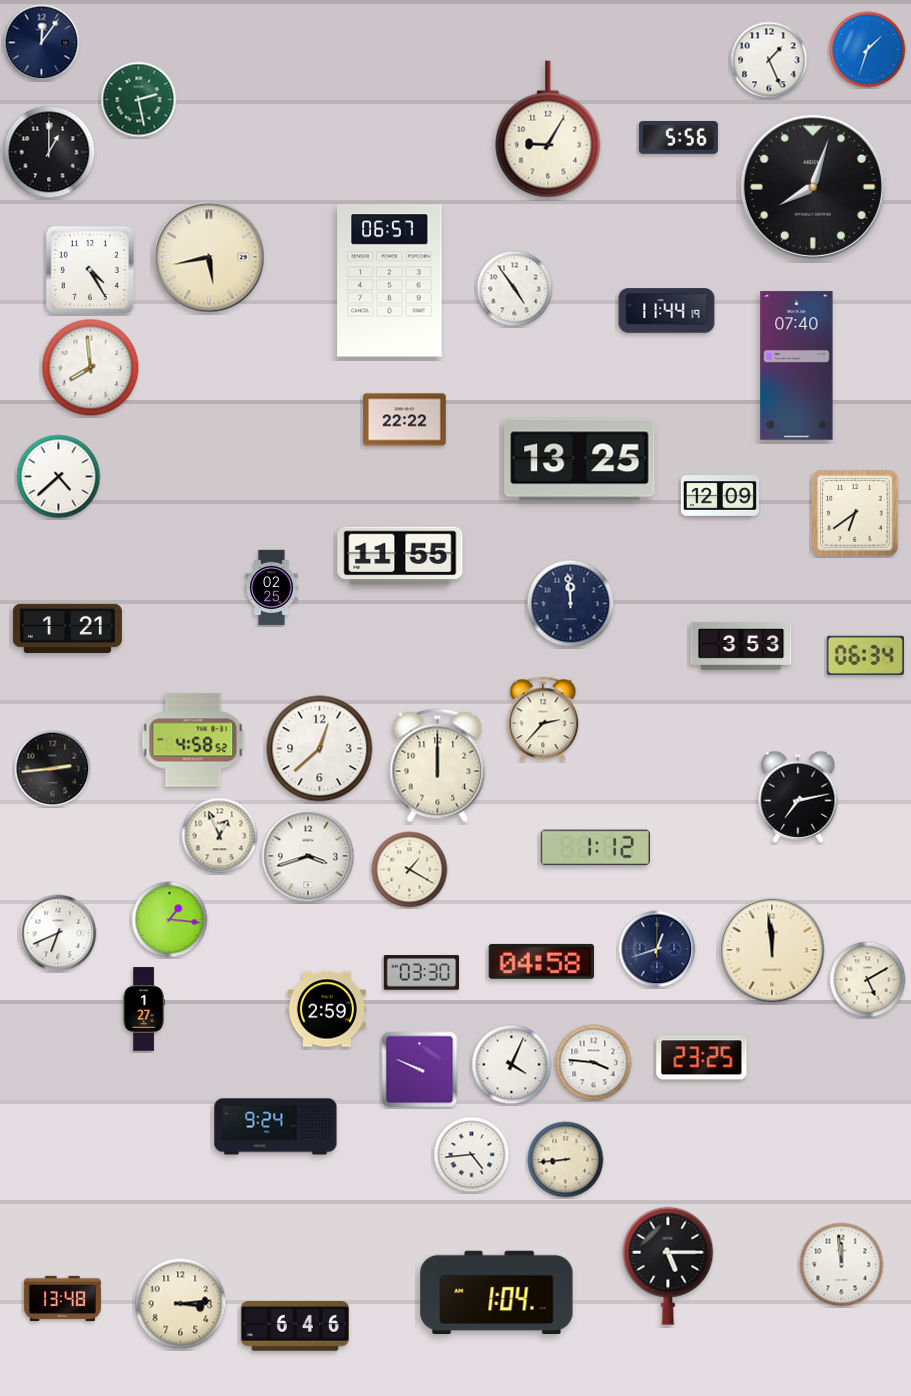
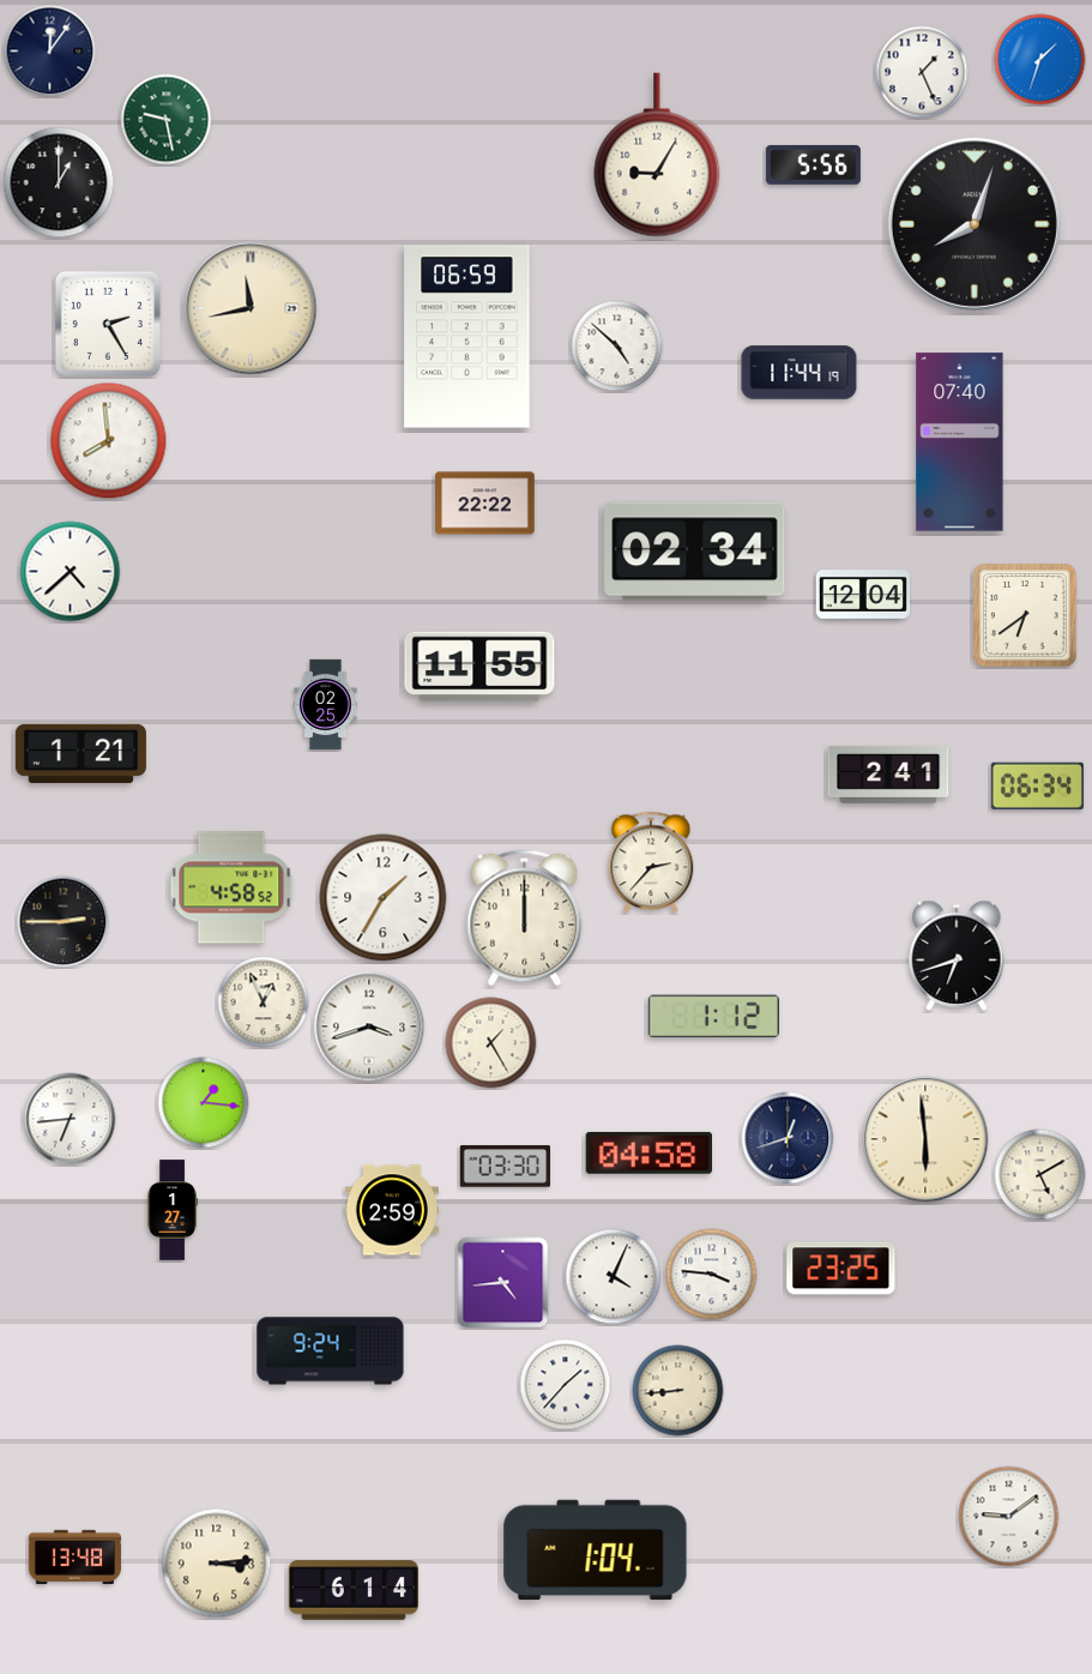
clock at (139, 100): 2:28 -> 9:28
clock at (209, 257): 5:43 -> 11:43
clock at (90, 270): 4:25 -> 2:25
clock at (390, 281): 06:57 -> 06:59
clock at (515, 289): 4:54 -> 4:52
clock at (797, 366) position: (797, 366) -> (960, 442)
clock at (580, 460): 13:25 -> 02:34
clock at (720, 496): 12:09 -> 12:04
clock at (571, 604): 11:59 -> none
clock at (741, 646): 3:53 -> 2:41
clock at (320, 749): 12:38 -> 1:35
clock at (53, 769): 2:44 -> 2:45
clock at (798, 797): 7:13 -> 6:42
clock at (410, 870): 1:20 -> 1:25
clock at (58, 933): 6:41 -> 6:44
clock at (772, 950): 11:59 -> 5:59
clock at (420, 1070): 9:49 -> 4:44
clock at (472, 1155): 4:44 -> 1:37
clock at (842, 1265): 11:59 -> 9:09
clock at (668, 1266): 5:15 -> none
clock at (295, 1326): 6:46 -> 6:14
